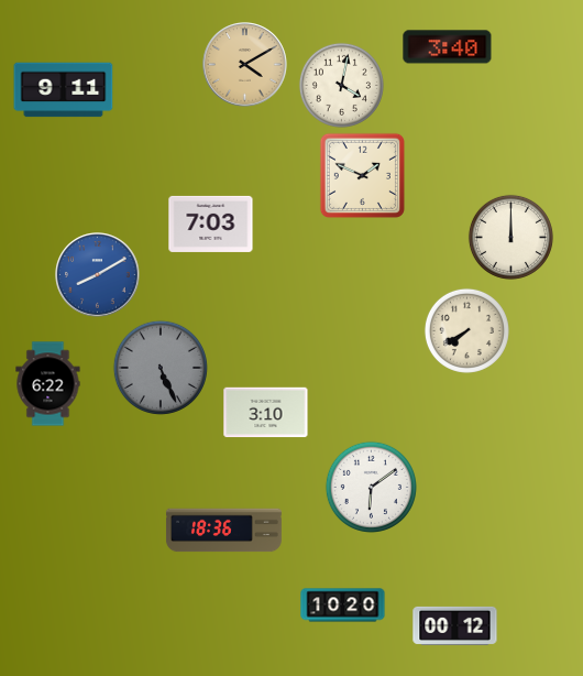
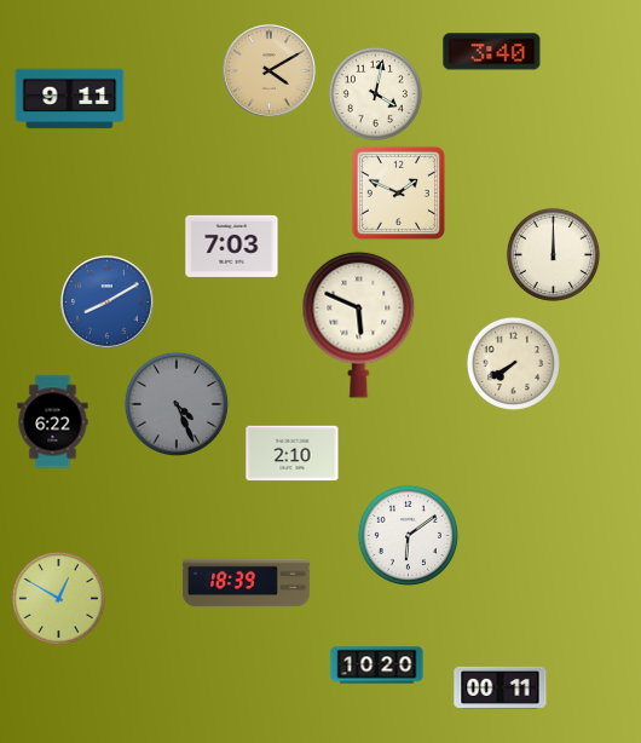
clock at (510, 237) position: (510, 237) -> (553, 254)
clock at (359, 324): none -> 5:49
clock at (161, 368): 5:26 -> 4:26
clock at (266, 413): 3:10 -> 2:10
clock at (223, 531): 18:36 -> 18:39
clock at (58, 598): none -> 12:50
clock at (455, 625): 00:12 -> 00:11
